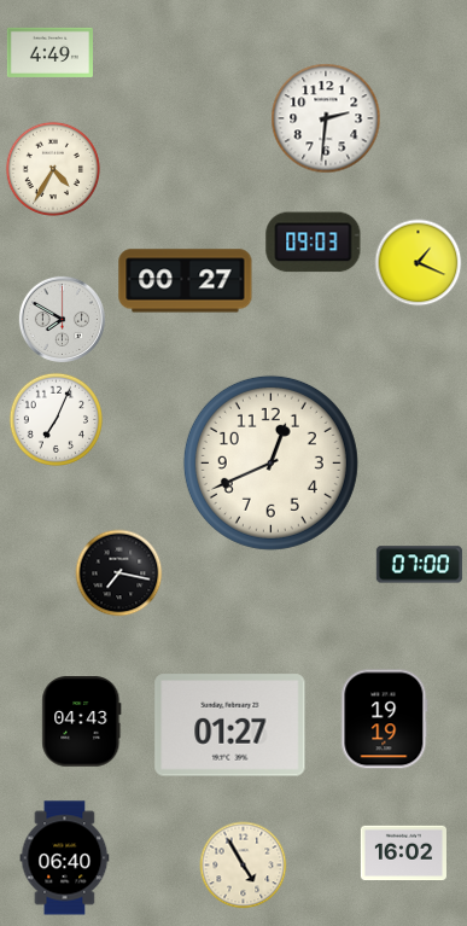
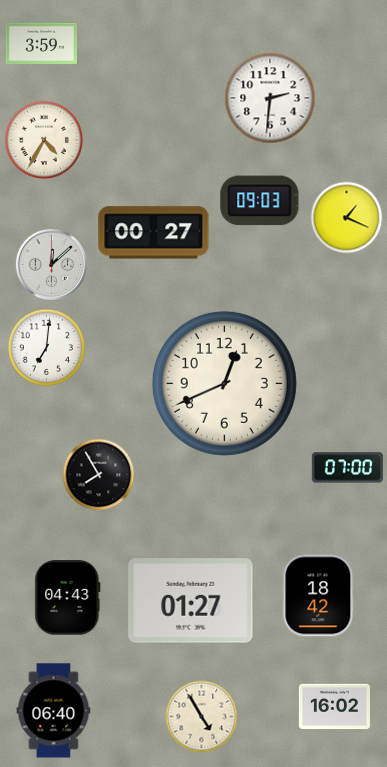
clock at (49, 52): 4:49 -> 3:59
clock at (62, 319): 7:50 -> 12:08
clock at (56, 419): 7:04 -> 7:01
clock at (119, 573): 7:17 -> 7:55
clock at (385, 720): 19:19 -> 18:42
